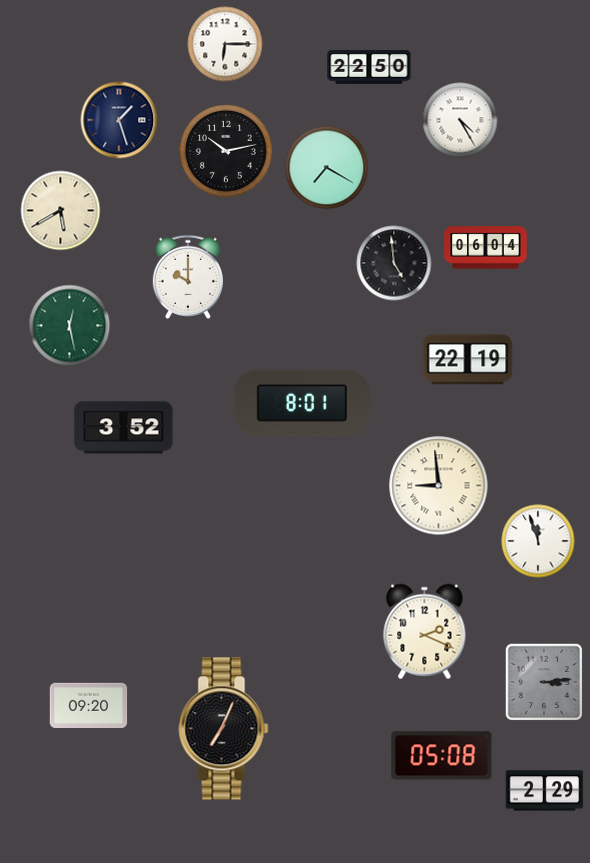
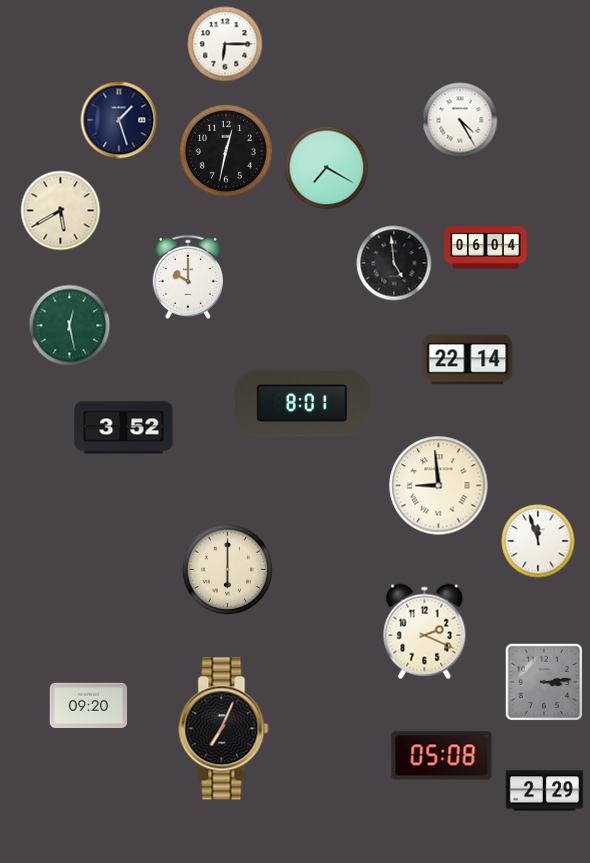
clock at (369, 67): 22:50 -> none
clock at (226, 151): 10:13 -> 12:32
clock at (468, 360): 22:19 -> 22:14
clock at (227, 569): none -> 6:00
